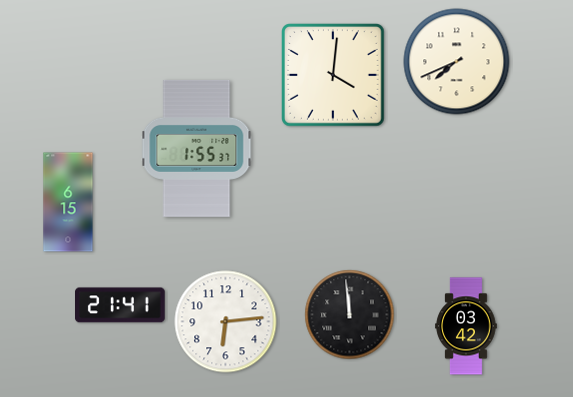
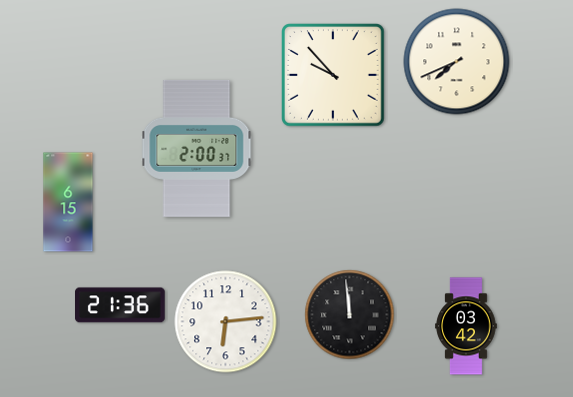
clock at (334, 75): 4:01 -> 9:53
clock at (197, 148): 1:55 -> 2:00
clock at (120, 305): 21:41 -> 21:36
